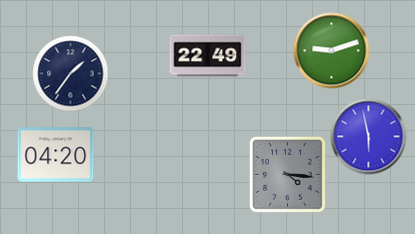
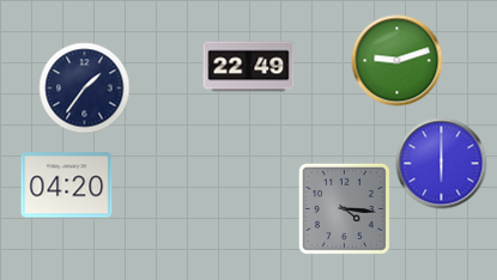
clock at (369, 137): 5:58 -> 6:00
